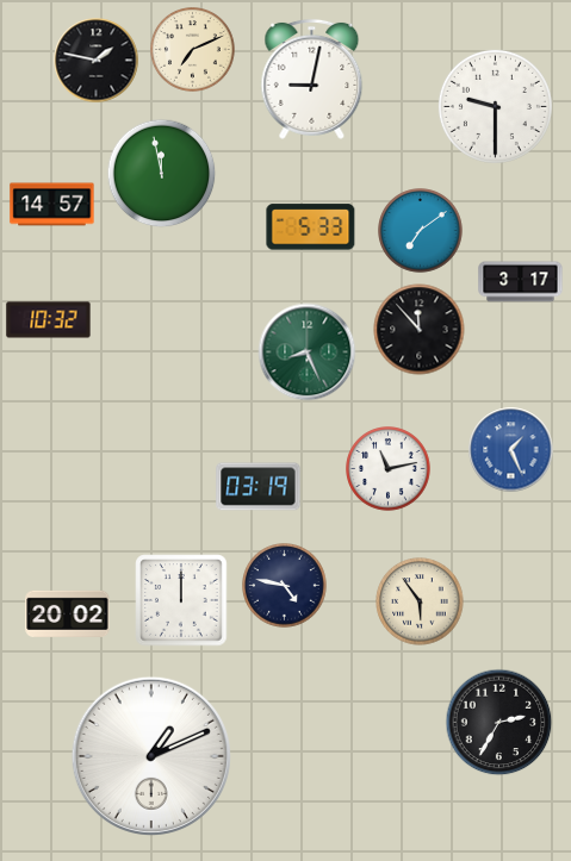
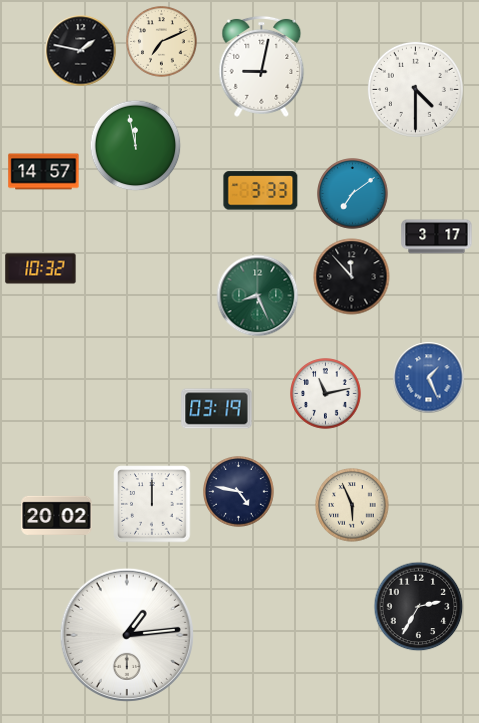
clock at (495, 106): 9:30 -> 4:30
clock at (311, 227): 5:33 -> 3:33
clock at (420, 601): 5:54 -> 5:56
clock at (151, 756): 1:11 -> 1:14
